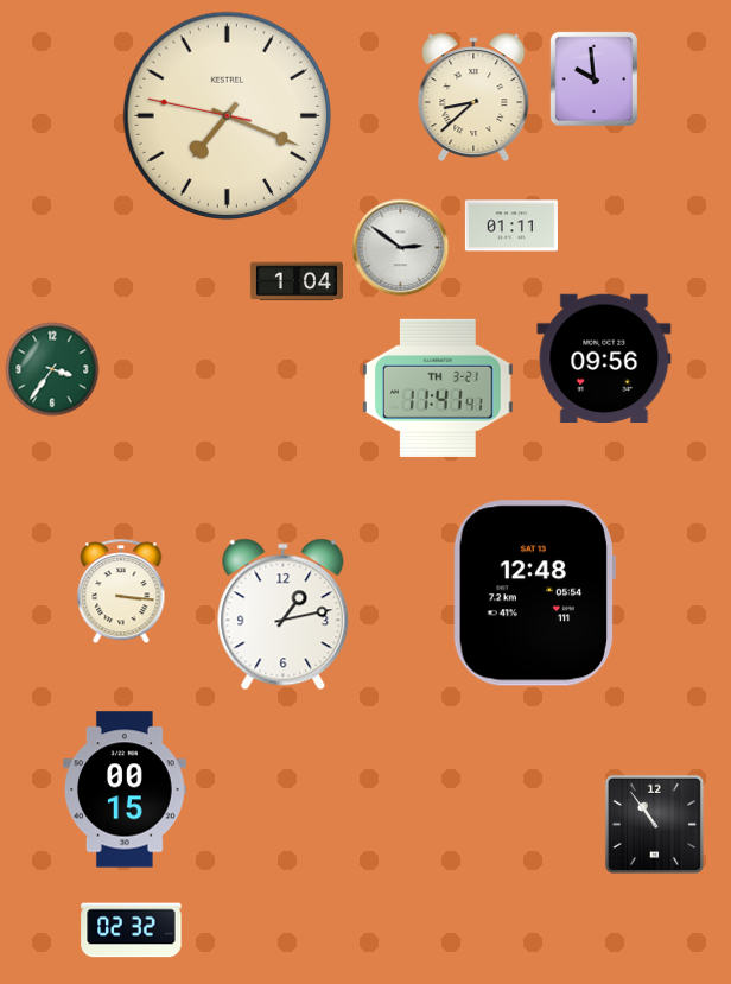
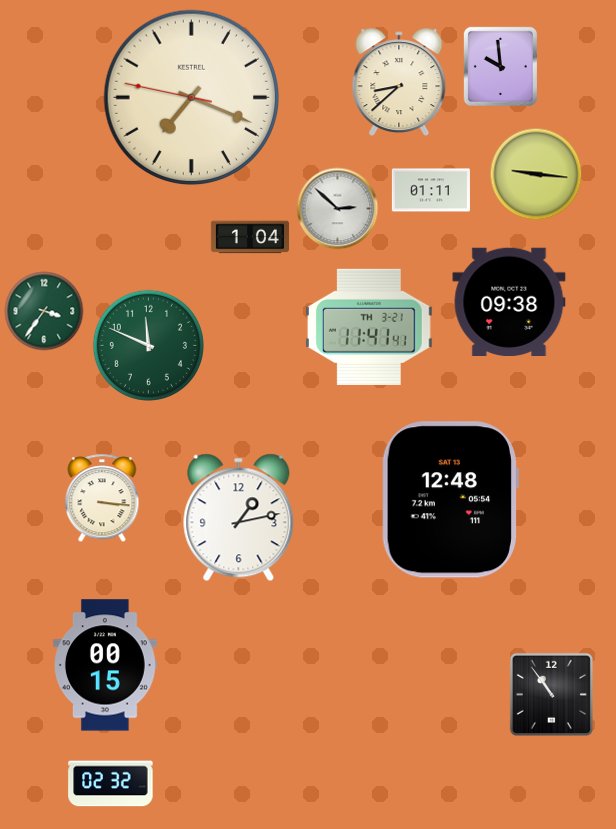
clock at (536, 174): none -> 9:16
clock at (401, 248): 2:51 -> 2:52
clock at (604, 357): 09:56 -> 09:38
clock at (148, 345): none -> 11:49
